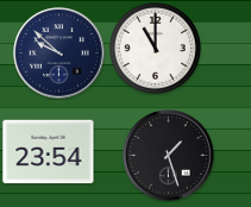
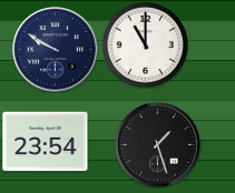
clock at (59, 54): 9:52 -> 9:50
